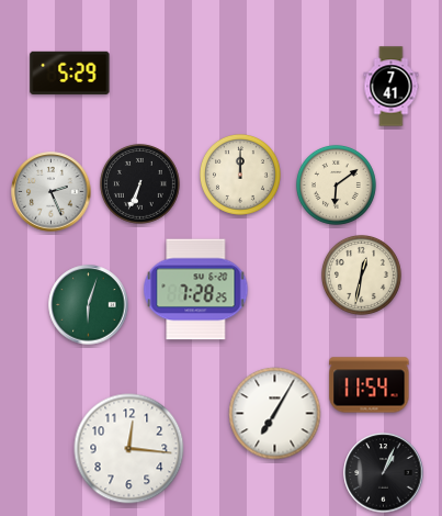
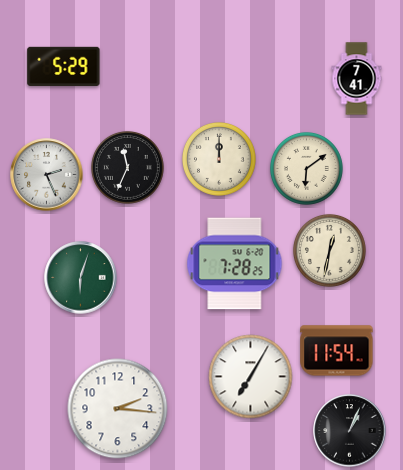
clock at (139, 183): 6:34 -> 11:34
clock at (196, 290) position: (196, 290) -> (235, 264)
clock at (129, 449): 12:16 -> 2:16
